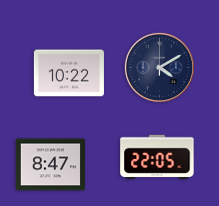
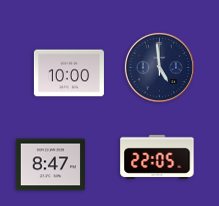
clock at (159, 67): 4:10 -> 4:59
clock at (69, 73): 10:22 -> 10:00
